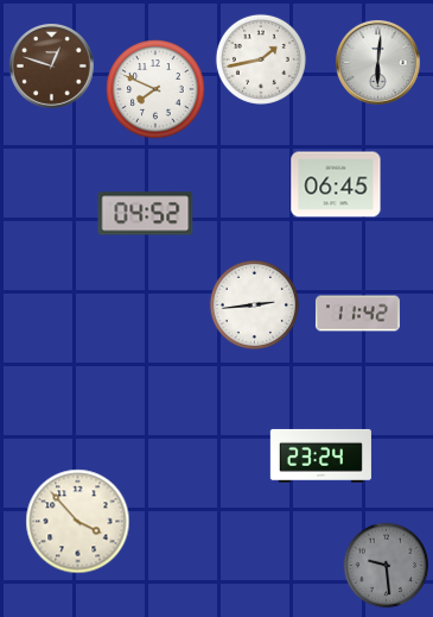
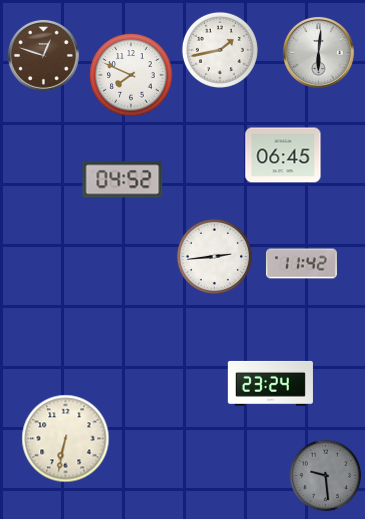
clock at (78, 522): 3:53 -> 6:32
